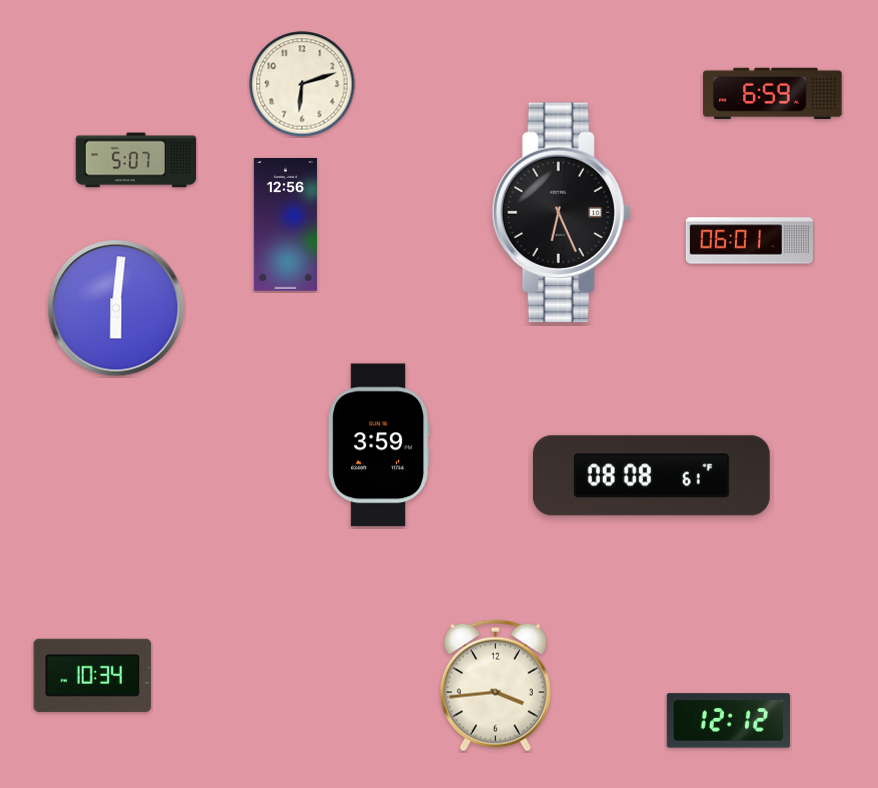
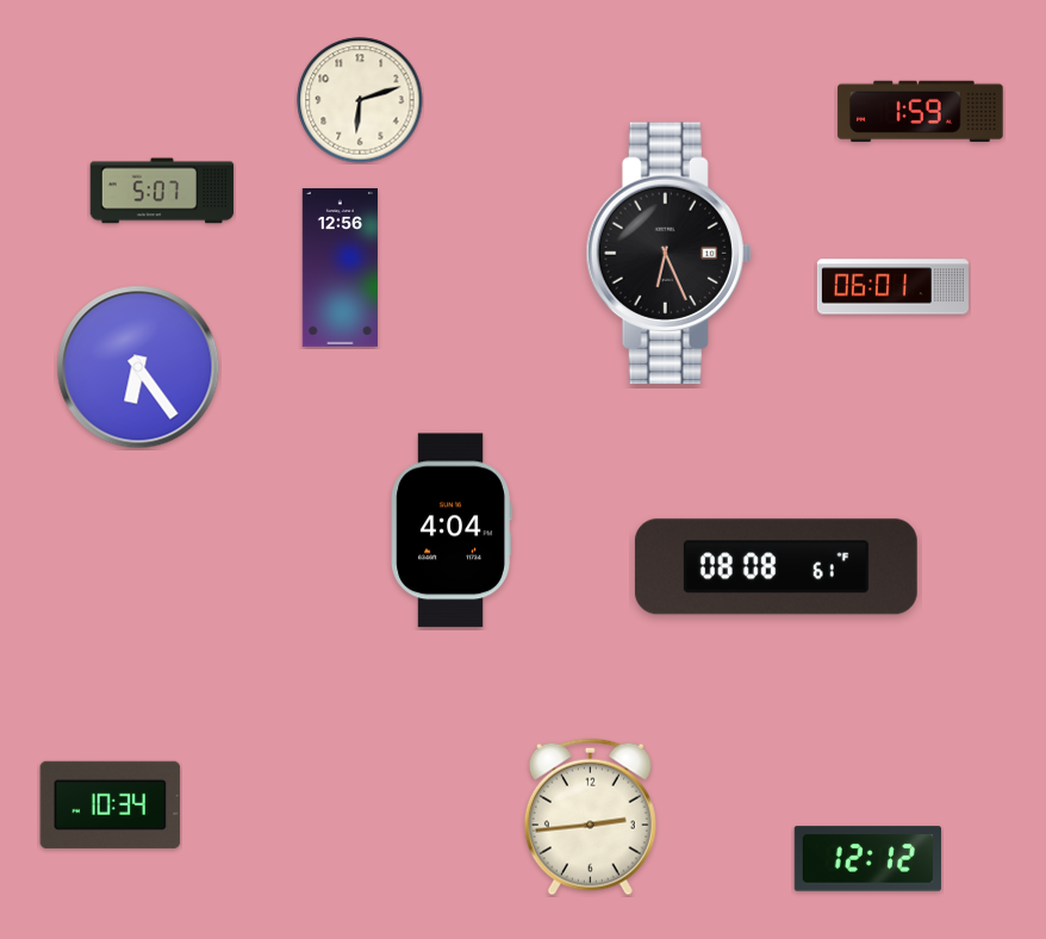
clock at (773, 93): 6:59 -> 1:59
clock at (116, 308): 6:01 -> 6:24
clock at (379, 445): 3:59 -> 4:04
clock at (495, 686): 3:44 -> 2:44
